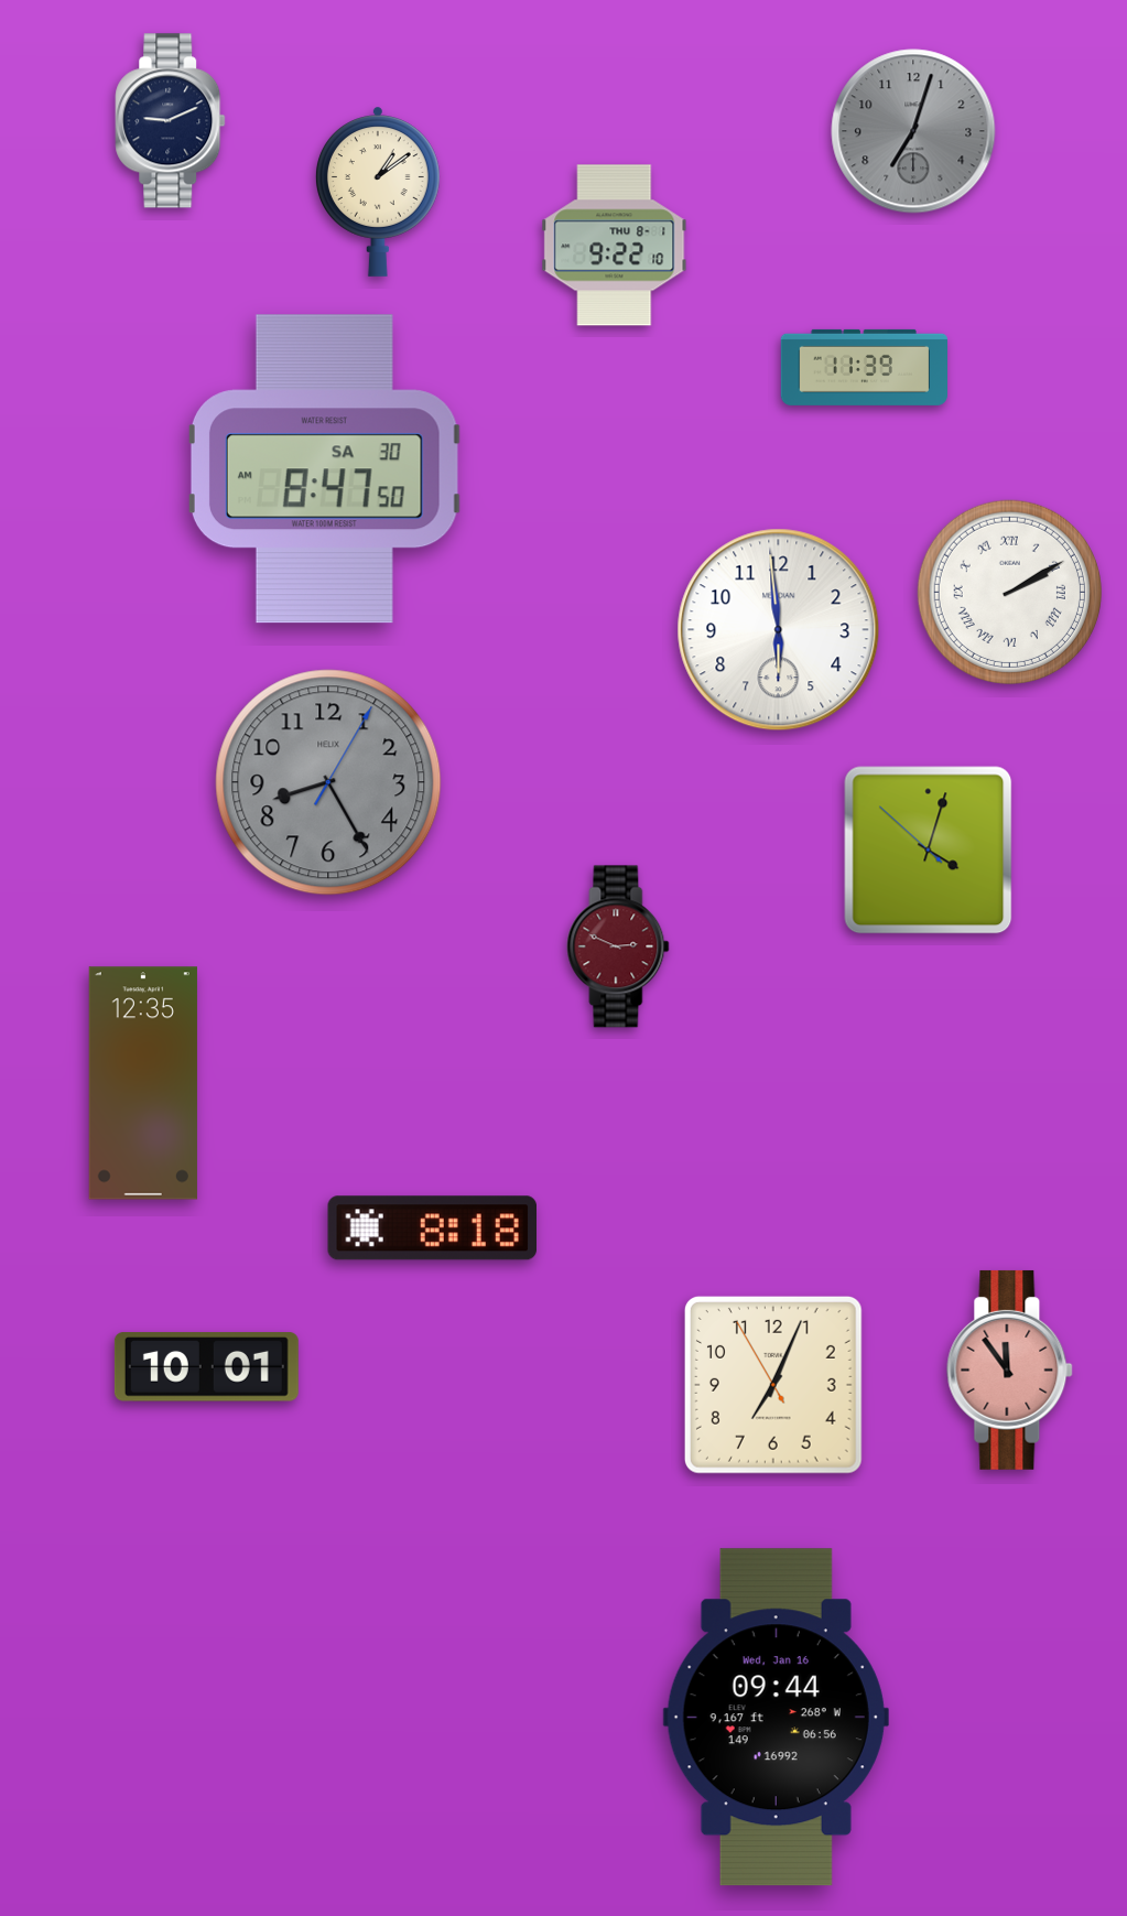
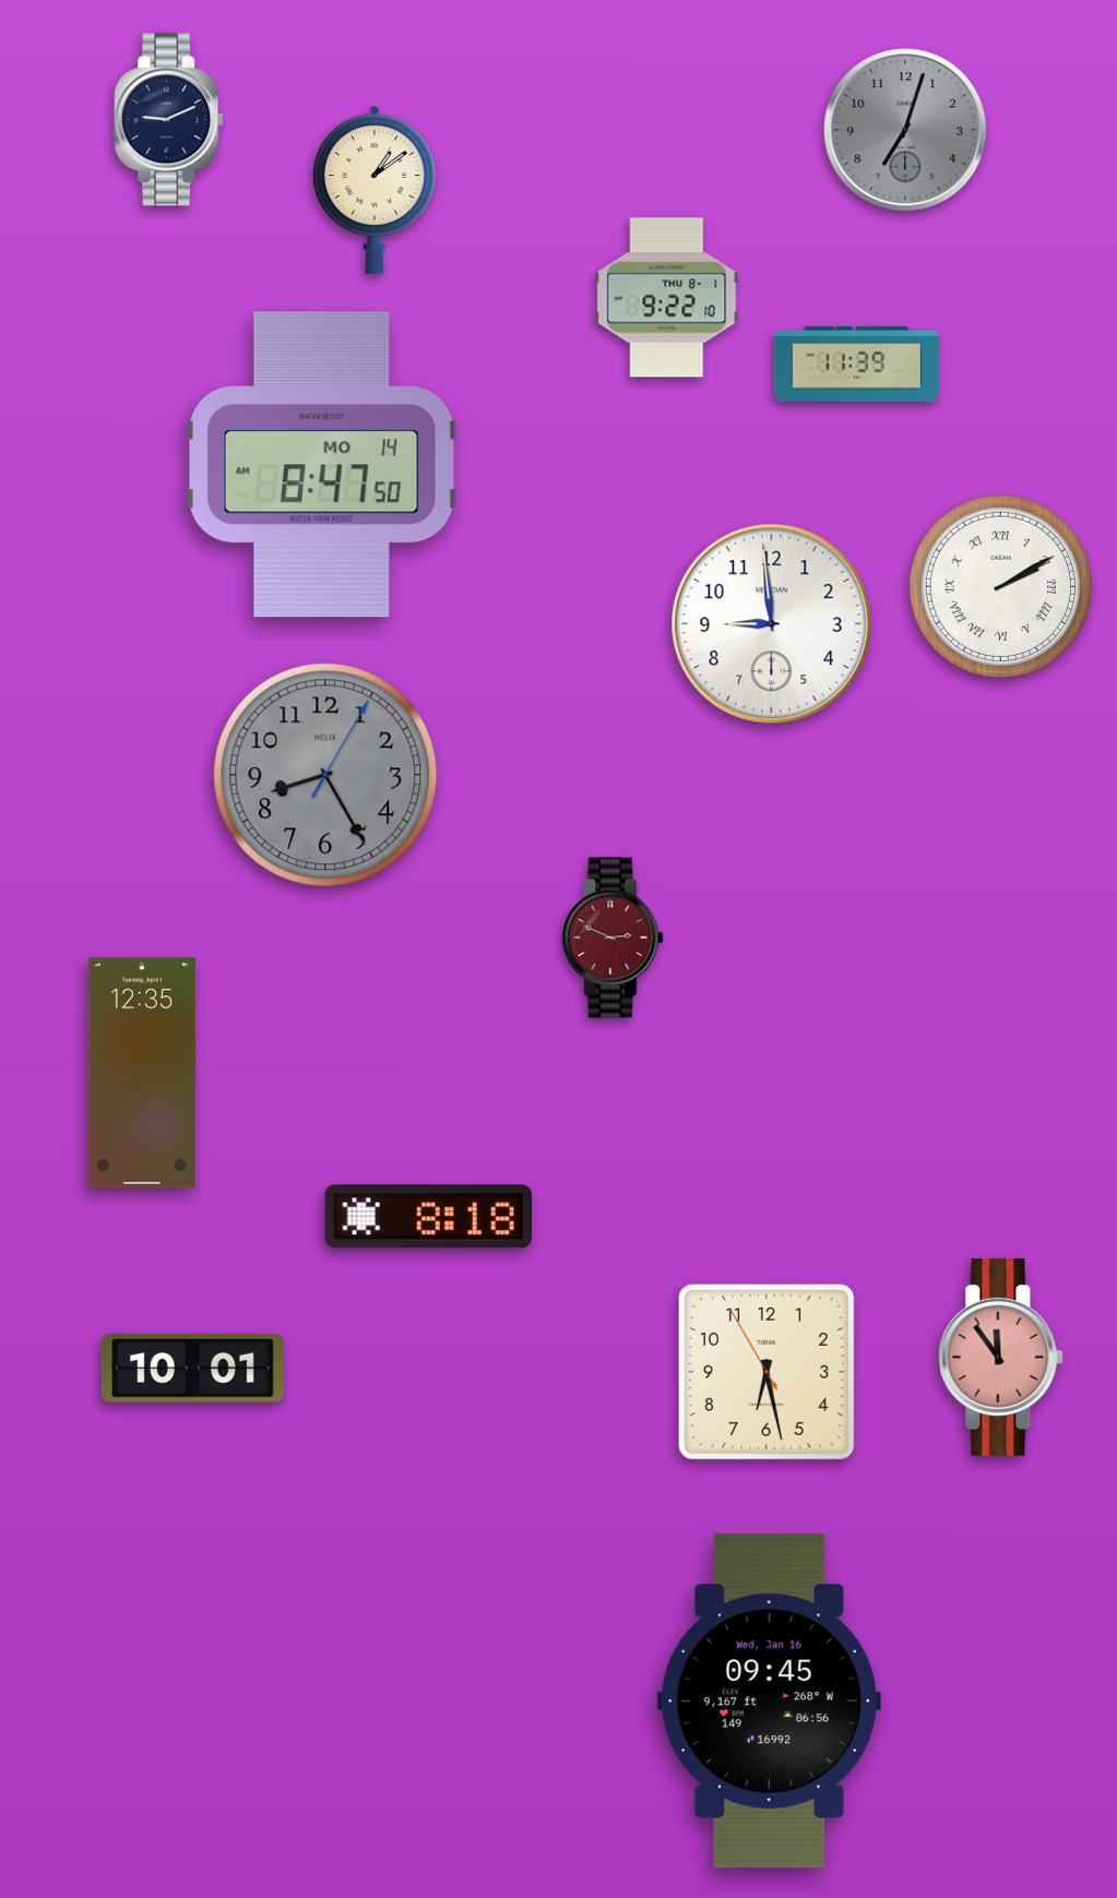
clock at (615, 246) position: (615, 246) -> (667, 298)
clock at (324, 469) date: SA 30 -> MO 14
clock at (779, 630): 5:59 -> 8:59
clock at (929, 851): 4:02 -> none
clock at (206, 1367) position: (206, 1367) -> (192, 1369)
clock at (773, 1385): 7:03 -> 6:27
clock at (776, 1718): 09:44 -> 09:45
